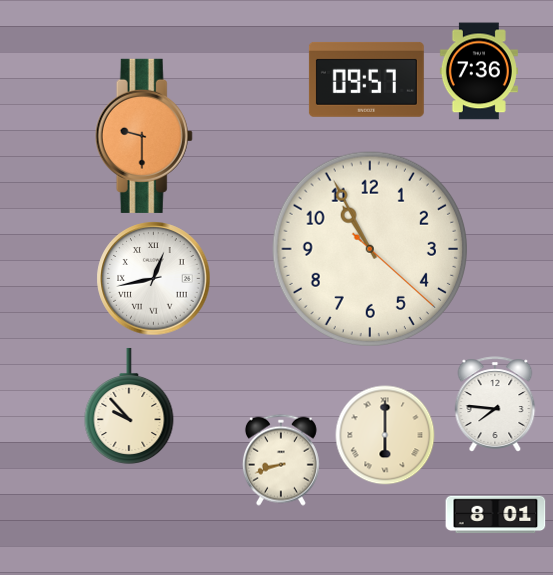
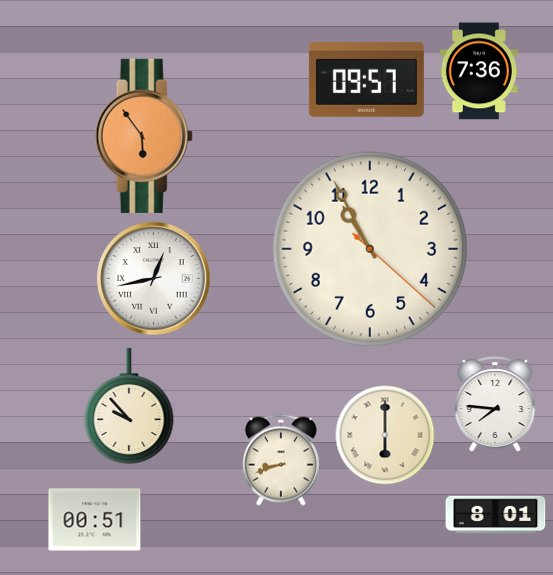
clock at (144, 136): 9:30 -> 5:54
clock at (95, 520): none -> 00:51
